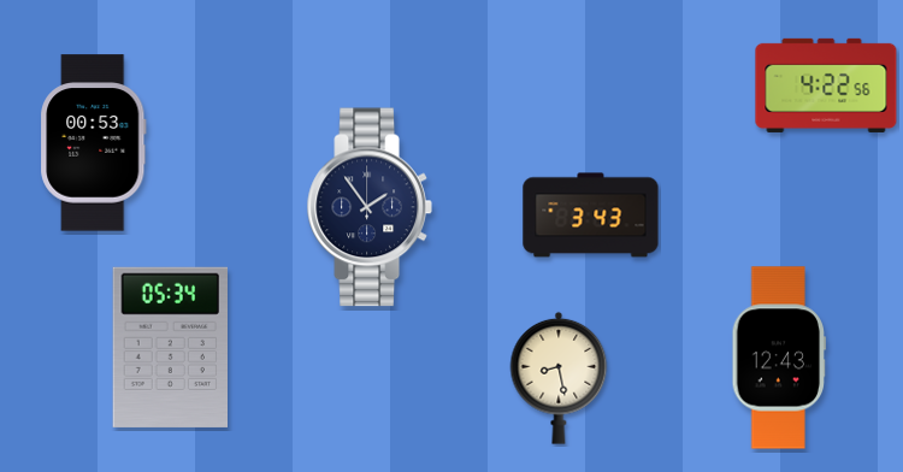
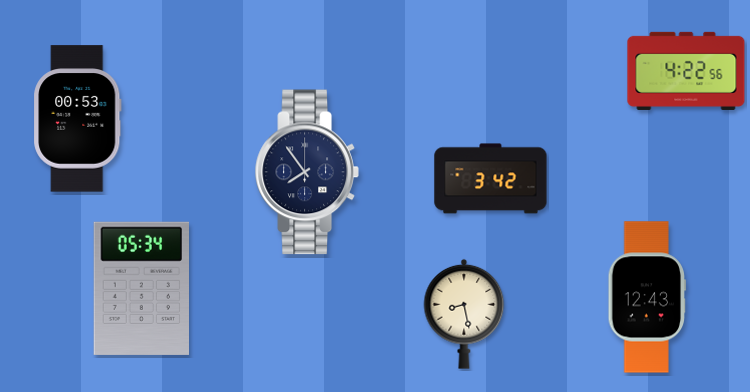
clock at (370, 207): 1:54 -> 7:54
clock at (591, 216): 3:43 -> 3:42
